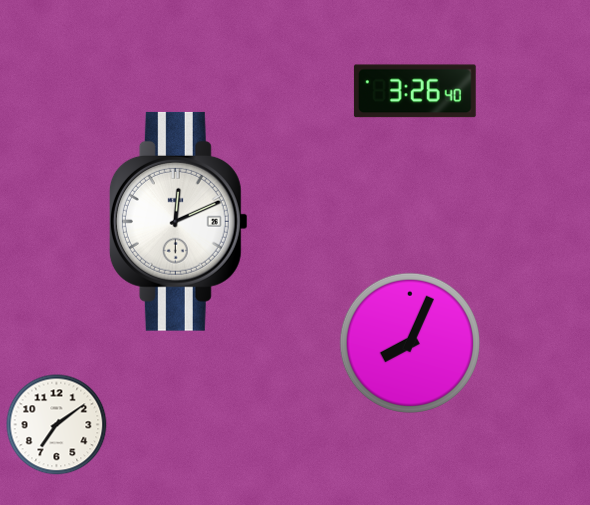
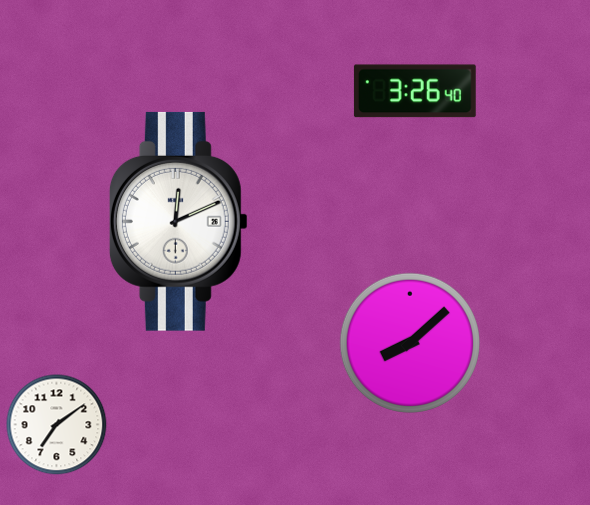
clock at (410, 343): 8:04 -> 8:08
